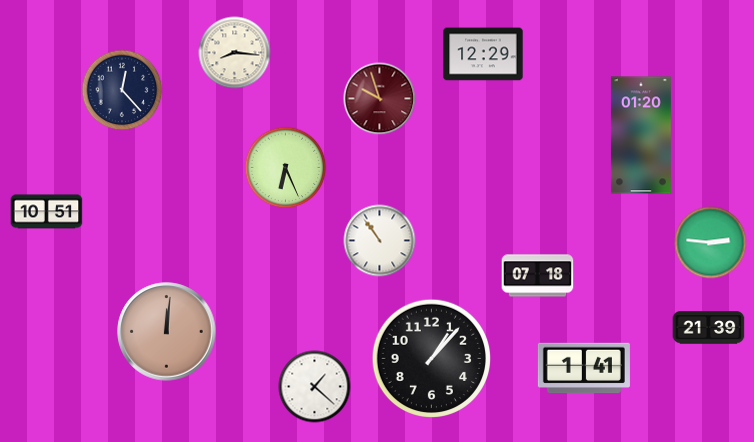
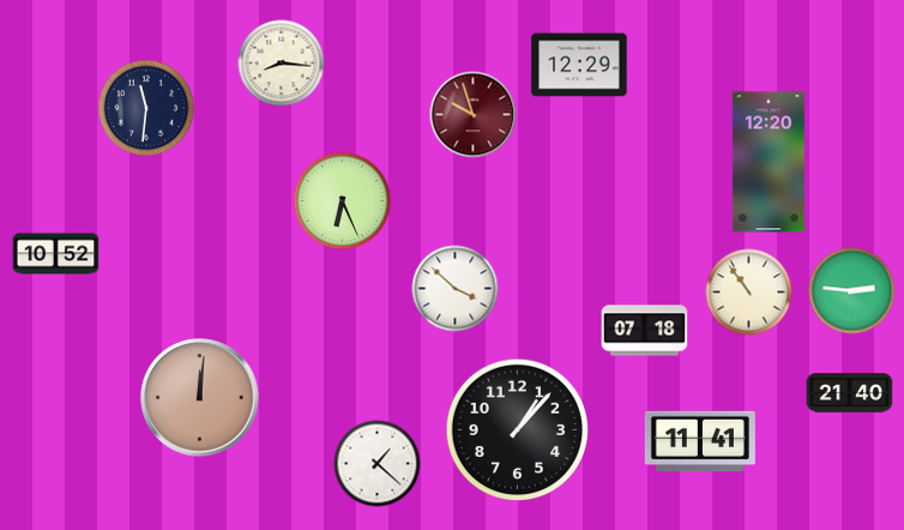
clock at (122, 90): 12:23 -> 11:31
clock at (380, 99) position: (380, 99) -> (474, 115)
clock at (641, 135): 01:20 -> 12:20
clock at (47, 212): 10:51 -> 10:52
clock at (380, 241): 10:54 -> 3:52
clock at (749, 293): none -> 10:54
clock at (709, 328): 21:39 -> 21:40
clock at (584, 368): 1:41 -> 11:41
